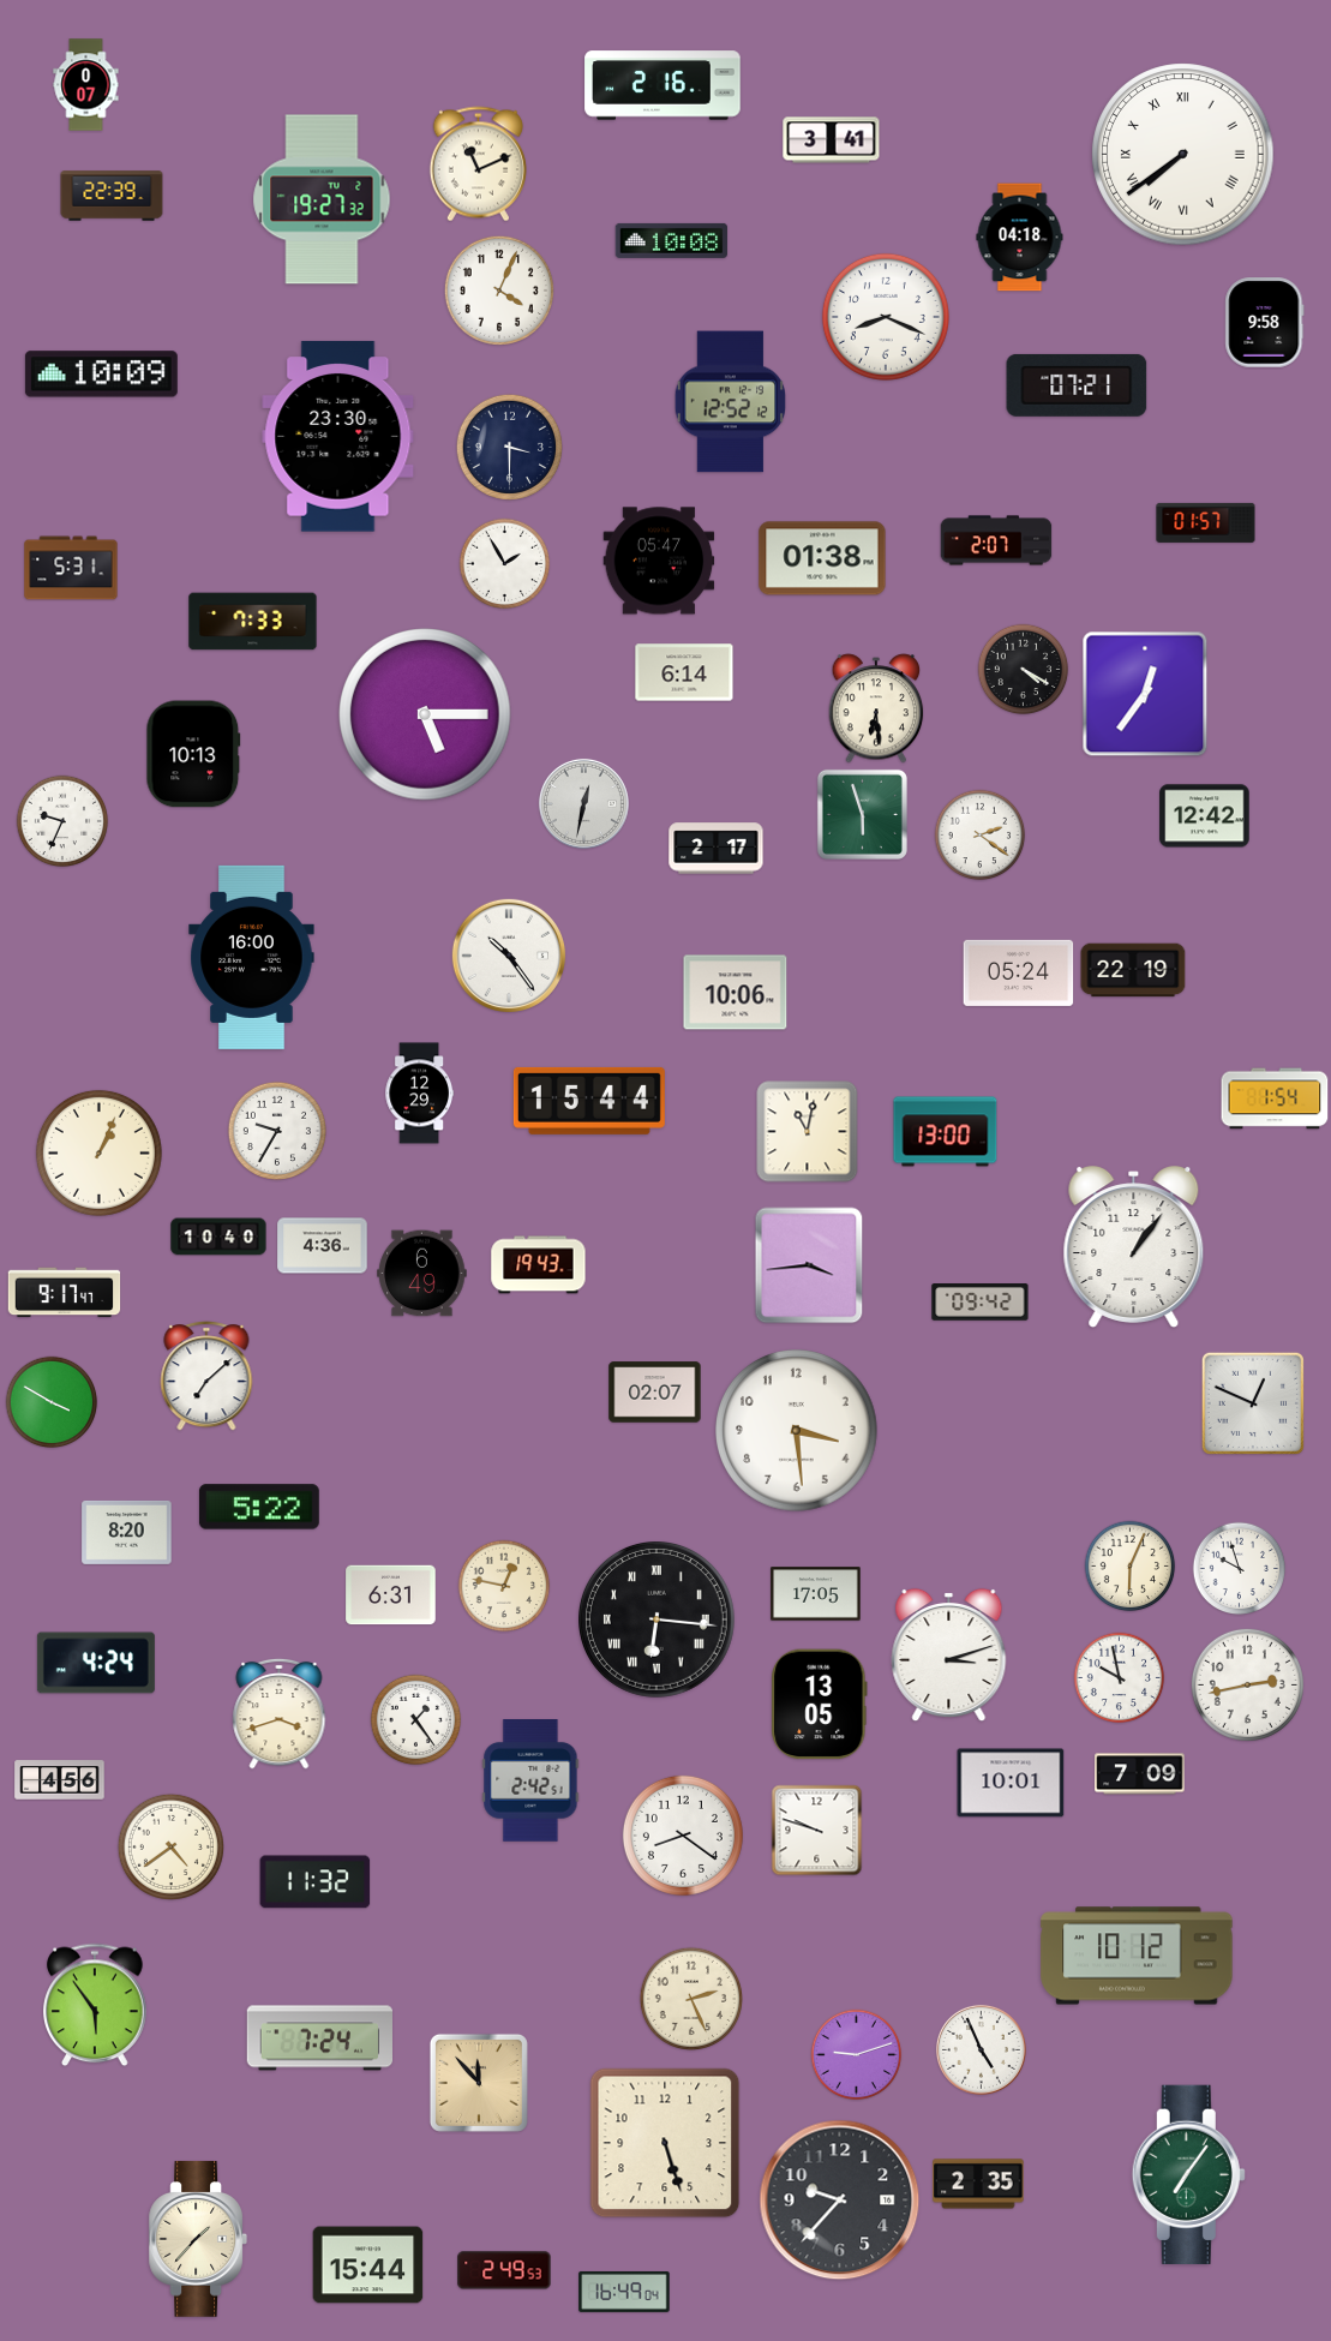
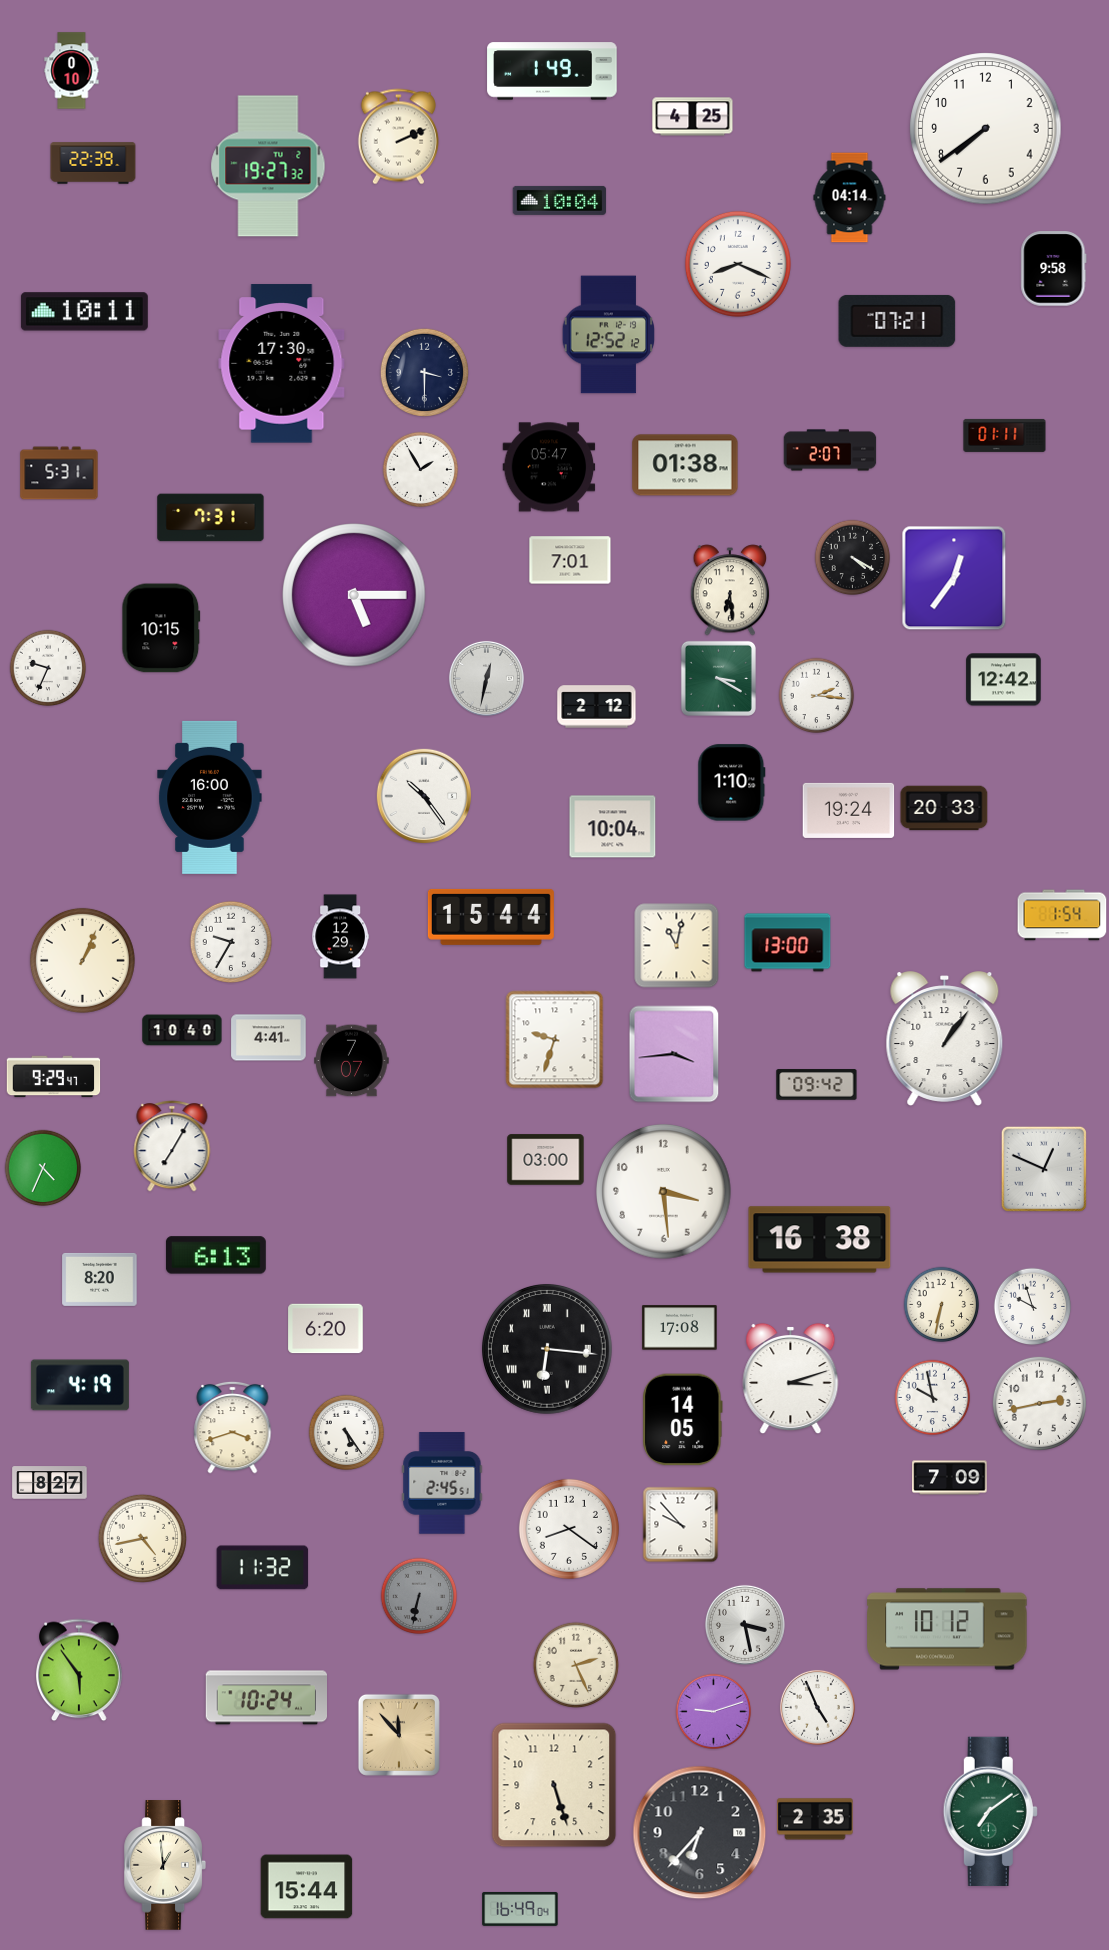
clock at (86, 85): 0:07 -> 0:10
clock at (662, 85): 2:16 -> 1:49
clock at (832, 140): 3:41 -> 4:25
clock at (1183, 155) numerals: Roman -> Arabic
clock at (478, 164): 11:11 -> 2:11
clock at (1020, 238): 04:18 -> 04:14
clock at (672, 240): 10:08 -> 10:04
clock at (499, 291): 4:04 -> none
clock at (101, 375): 10:09 -> 10:11
clock at (338, 437): 23:30 -> 17:30
clock at (1206, 522): 01:57 -> 01:11
clock at (253, 622): 7:33 -> 7:31
clock at (684, 672): 6:14 -> 7:01
clock at (193, 754): 10:13 -> 10:15
clock at (583, 803) position: (583, 803) -> (486, 678)
clock at (862, 814): 5:57 -> 3:20
clock at (62, 821) position: (62, 821) -> (48, 668)
clock at (981, 836): 2:21 -> 2:16
clock at (717, 849): 2:17 -> 2:12
clock at (732, 783): none -> 1:10
clock at (1133, 970): 22:19 -> 20:33
clock at (1019, 972): 05:24 -> 19:24
clock at (736, 993): 10:06 -> 10:04
clock at (419, 1094) position: (419, 1094) -> (340, 937)
clock at (808, 1132) position: (808, 1132) -> (677, 946)
clock at (323, 1246): 4:36 -> 4:41
clock at (555, 1040): none -> 9:33
clock at (539, 1265): 19:43 -> none
clock at (422, 1274): 6:49 -> 7:07
clock at (65, 1293): 9:17 -> 9:29
clock at (206, 1376): 7:08 -> 7:05
clock at (655, 1393): 02:07 -> 03:00
clock at (52, 1402): 3:50 -> 4:34
clock at (820, 1240): none -> 16:38
clock at (259, 1507): 5:22 -> 6:13
clock at (127, 1532) position: (127, 1532) -> (100, 1279)
clock at (1131, 1567): 6:04 -> 6:32
clock at (504, 1586): 12:47 -> none
clock at (816, 1594): 17:05 -> 17:08
clock at (391, 1595): 6:31 -> 6:20
clock at (96, 1663): 4:24 -> 4:19
clock at (820, 1705): 13:05 -> 14:05
clock at (416, 1720): 1:24 -> 5:24
clock at (60, 1780): 4:56 -> 8:27
clock at (530, 1780): 2:42 -> 2:45
clock at (1011, 1783): 10:01 -> none
clock at (817, 1831): 9:48 -> 9:53
clock at (170, 1846): 4:39 -> 4:43
clock at (419, 1596): none -> 6:32
clock at (745, 1625): none -> 3:28
clock at (319, 2038): 7:24 -> 10:24
clock at (1188, 2174): 7:06 -> 7:09
clock at (840, 2201): 9:37 -> 6:37
clock at (197, 2239): 1:37 -> 12:59
clock at (504, 2270): 2:49 -> none
